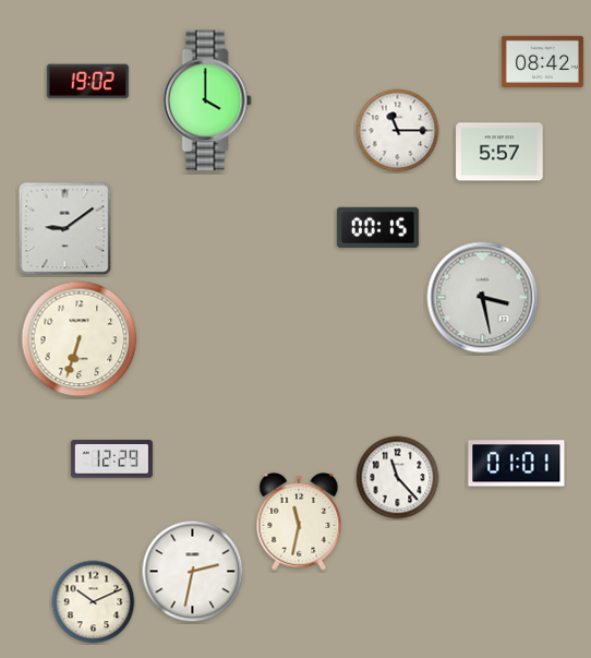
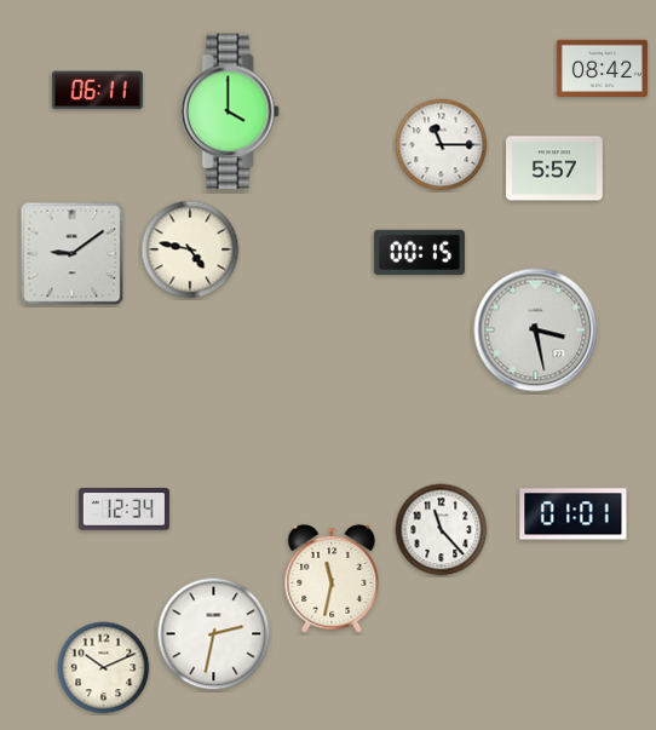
clock at (87, 82): 19:02 -> 06:11
clock at (190, 249): none -> 4:47
clock at (80, 339): 6:33 -> none
clock at (111, 459): 12:29 -> 12:34
